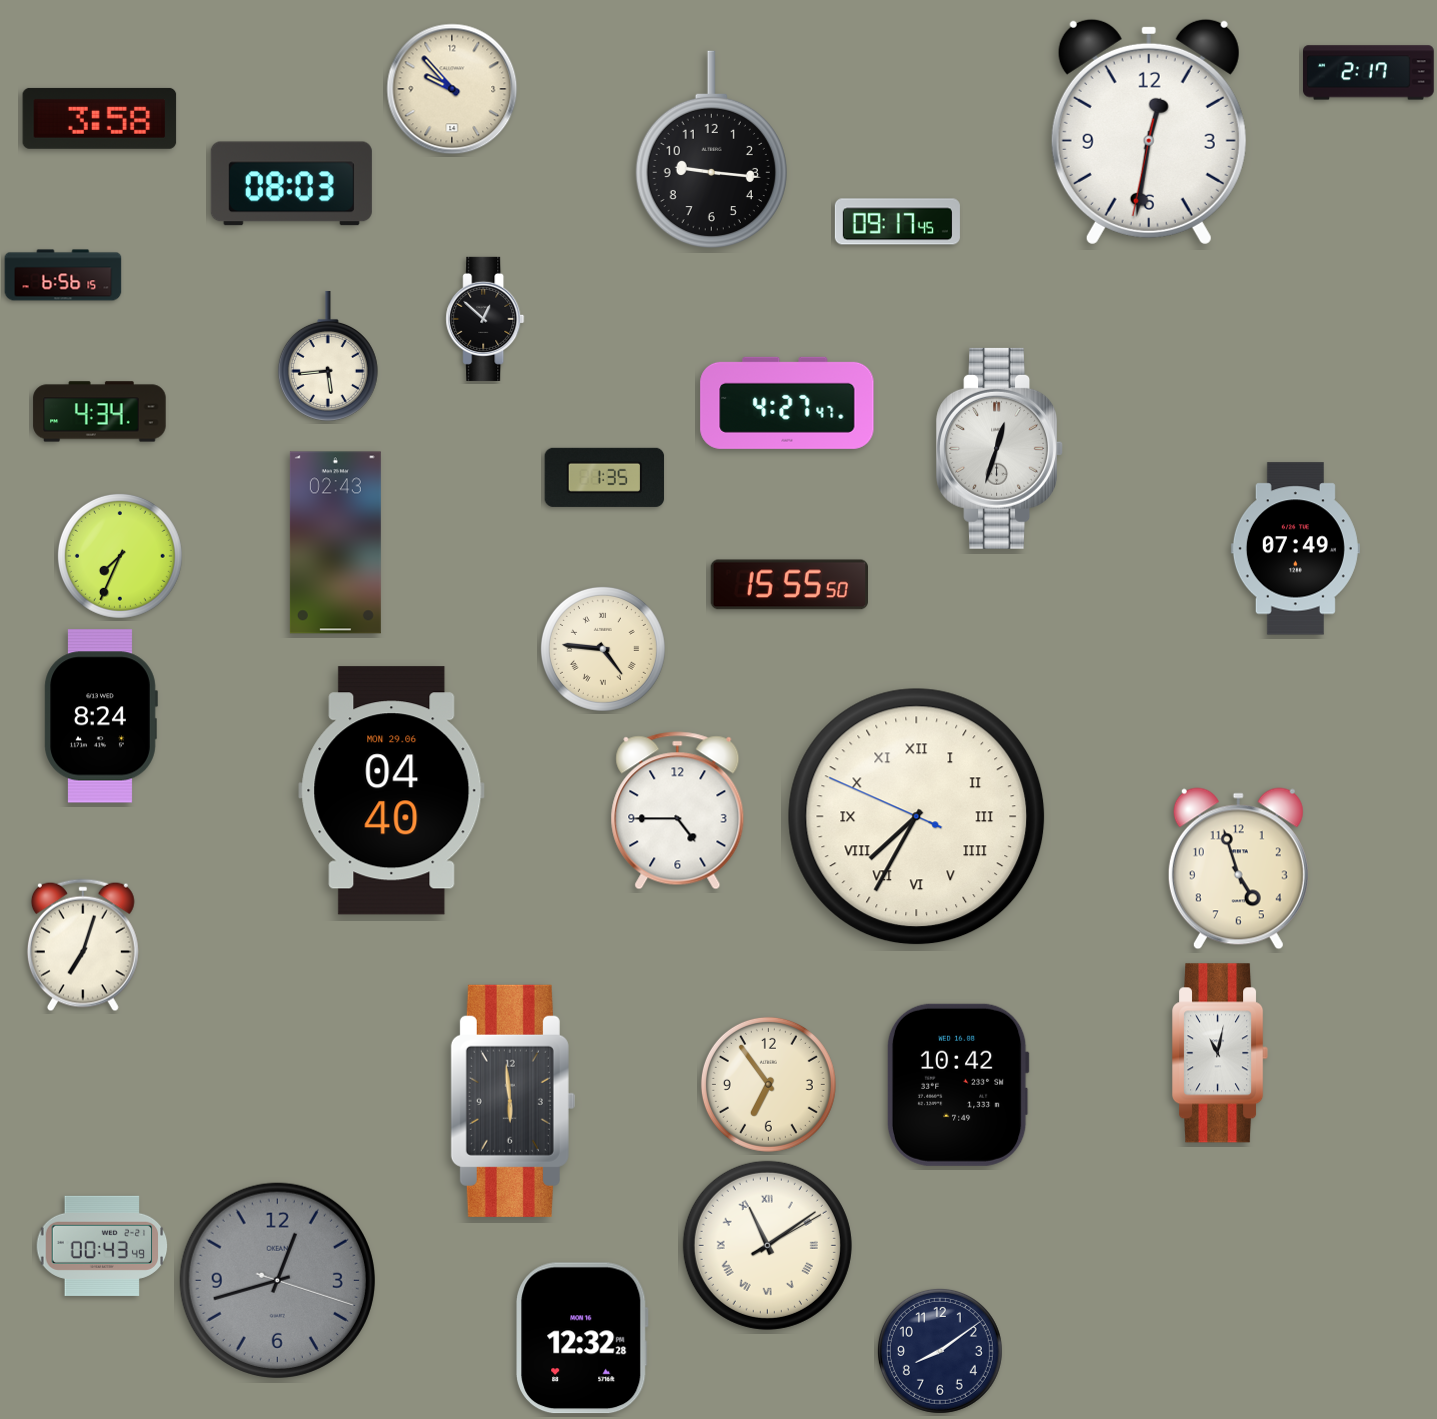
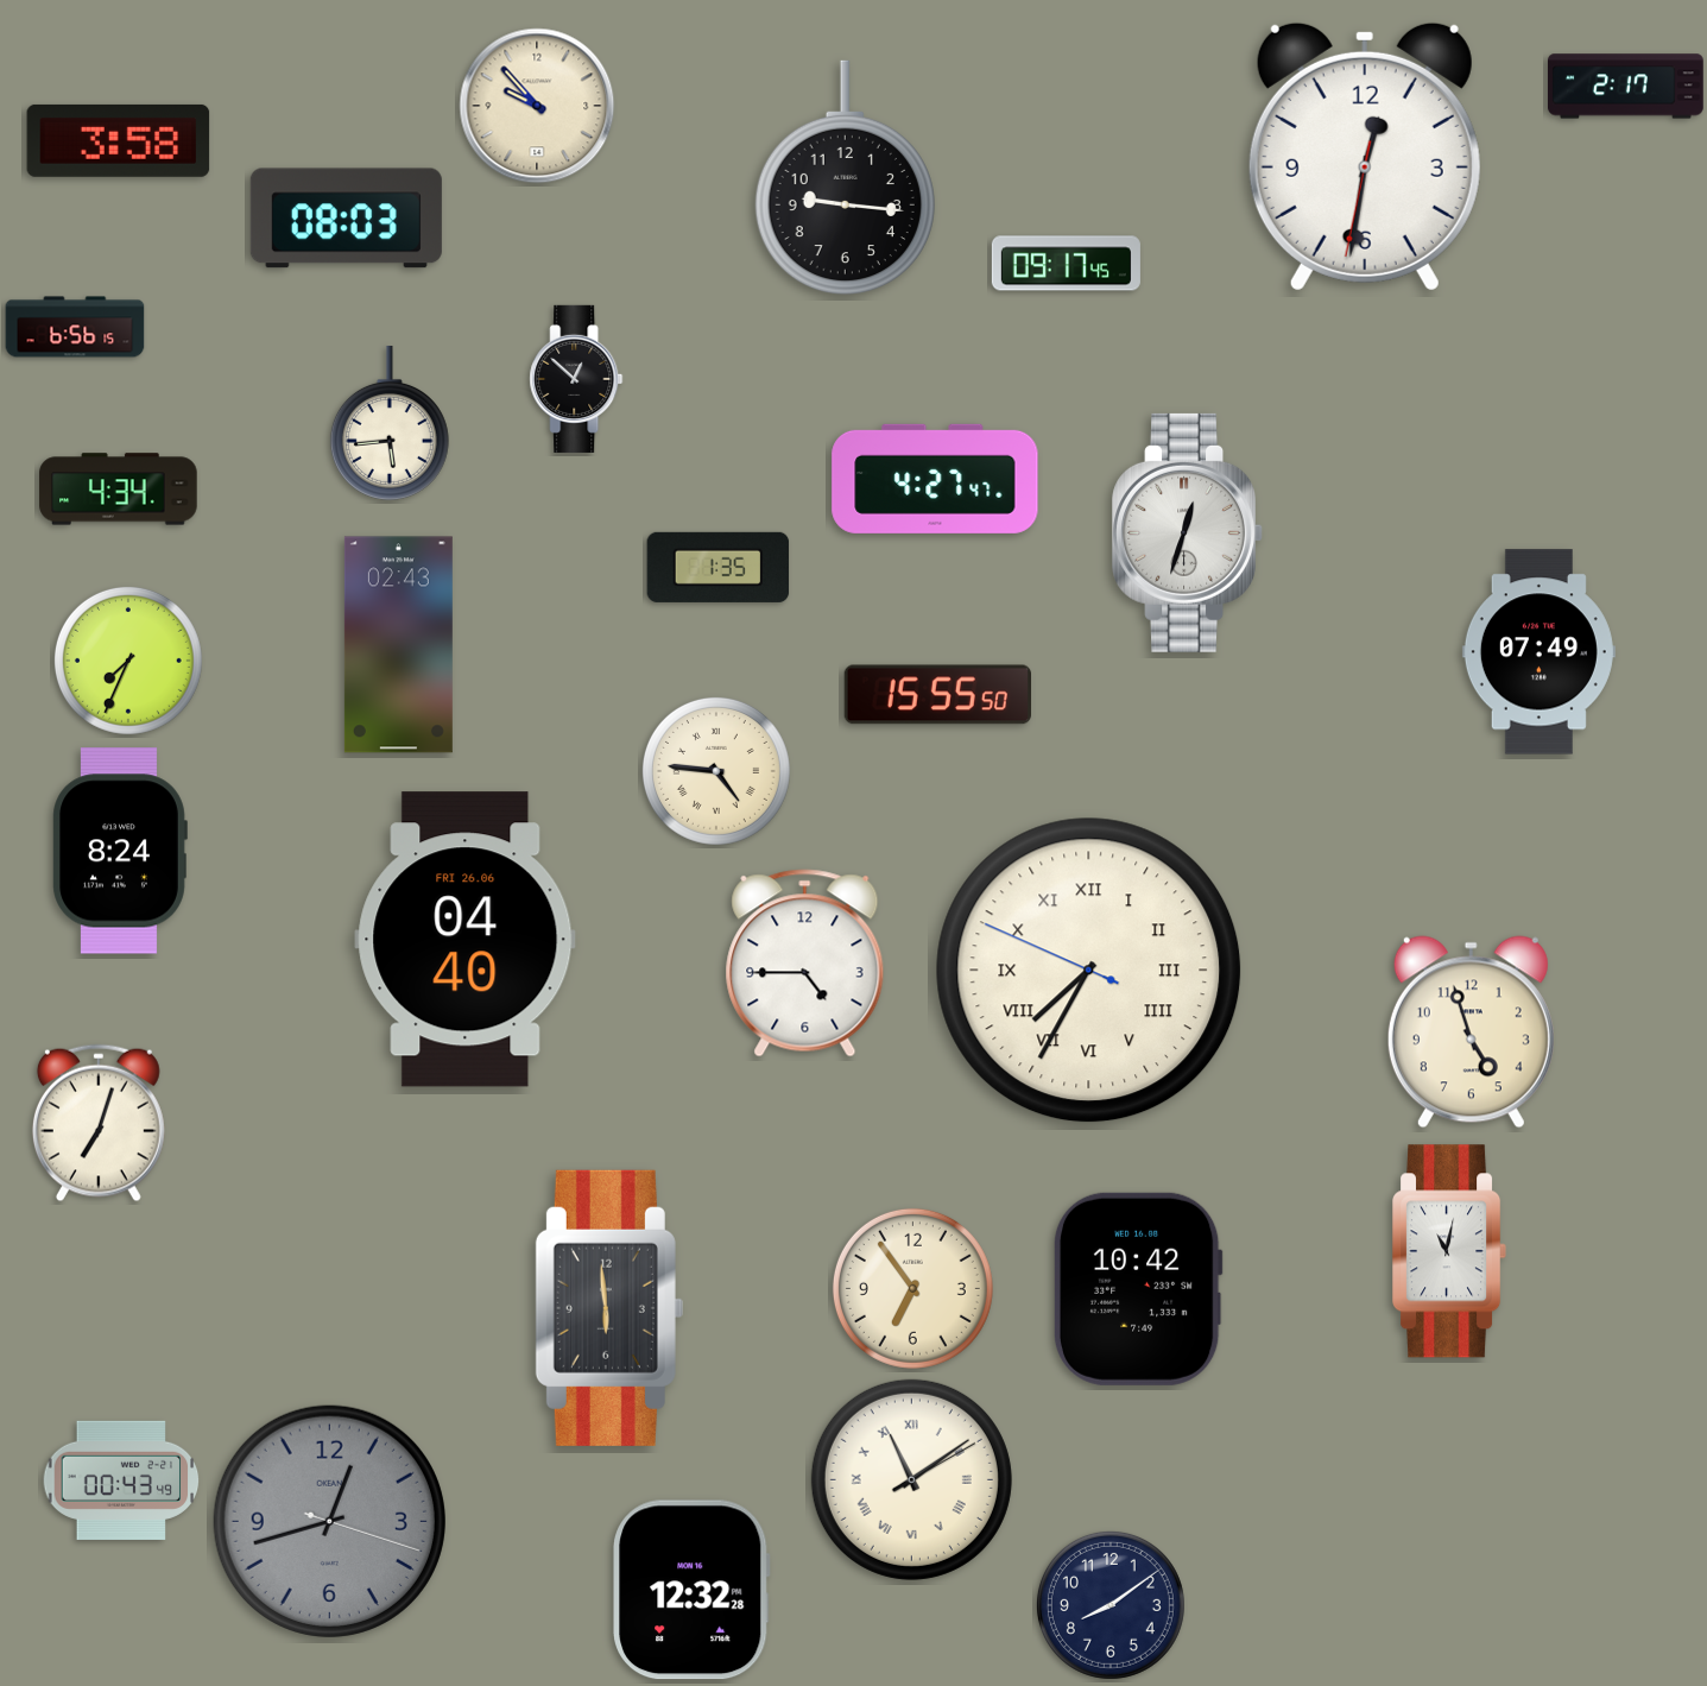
clock at (120, 556) position: (120, 556) -> (128, 661)
clock at (392, 791) date: MON 29.06 -> FRI 26.06
clock at (940, 1351) position: (940, 1351) -> (1111, 1605)
